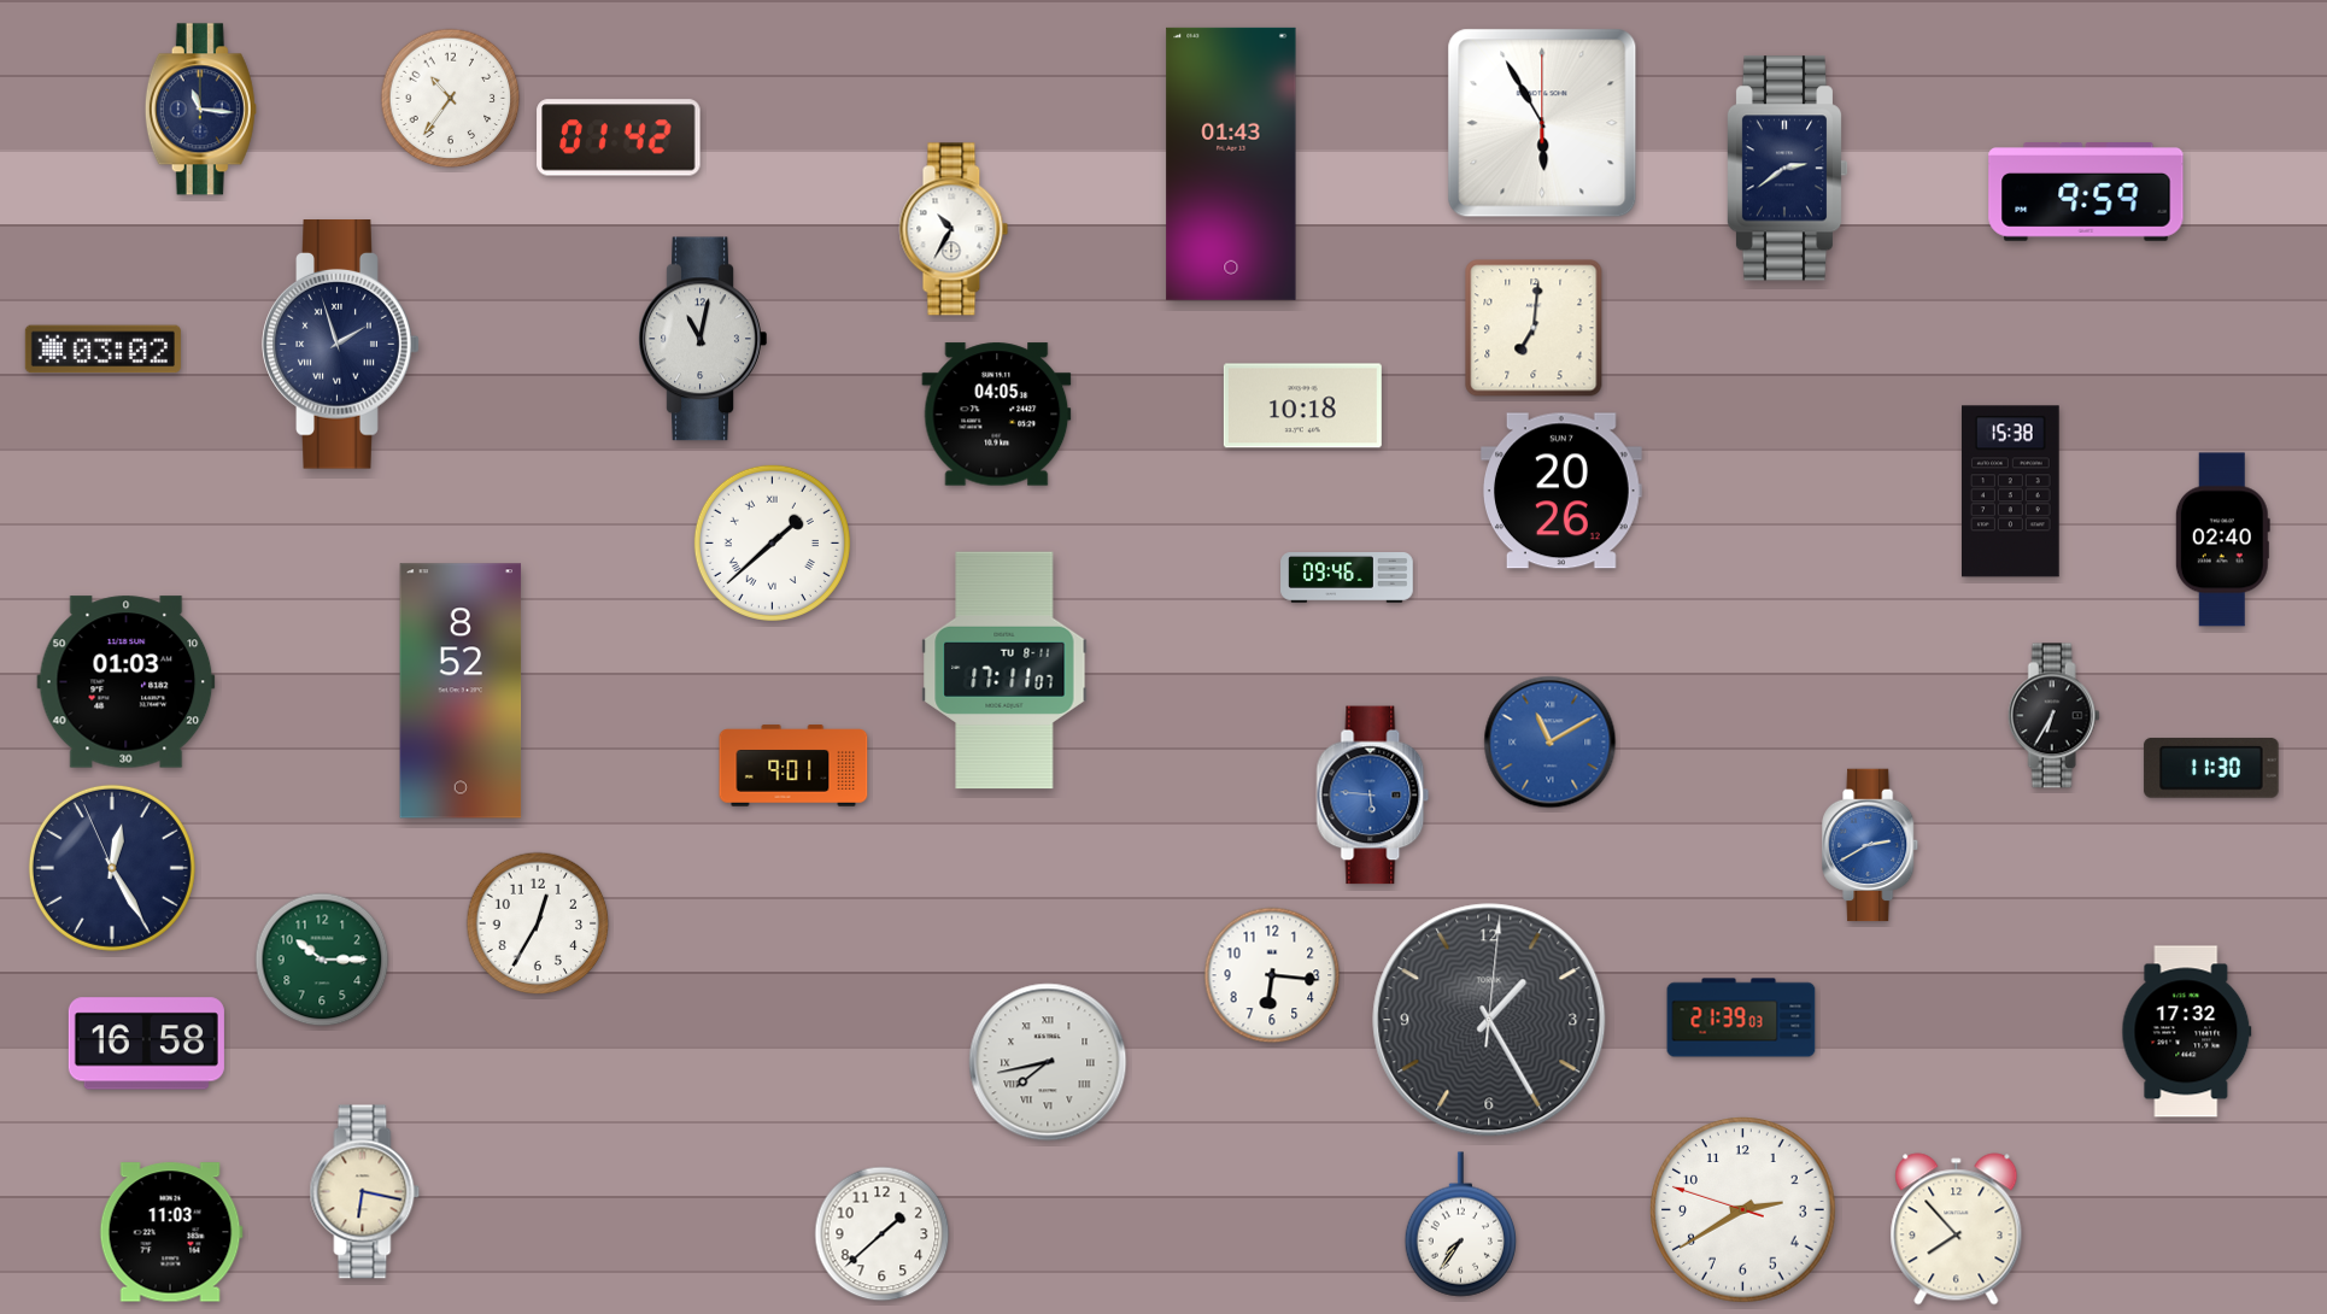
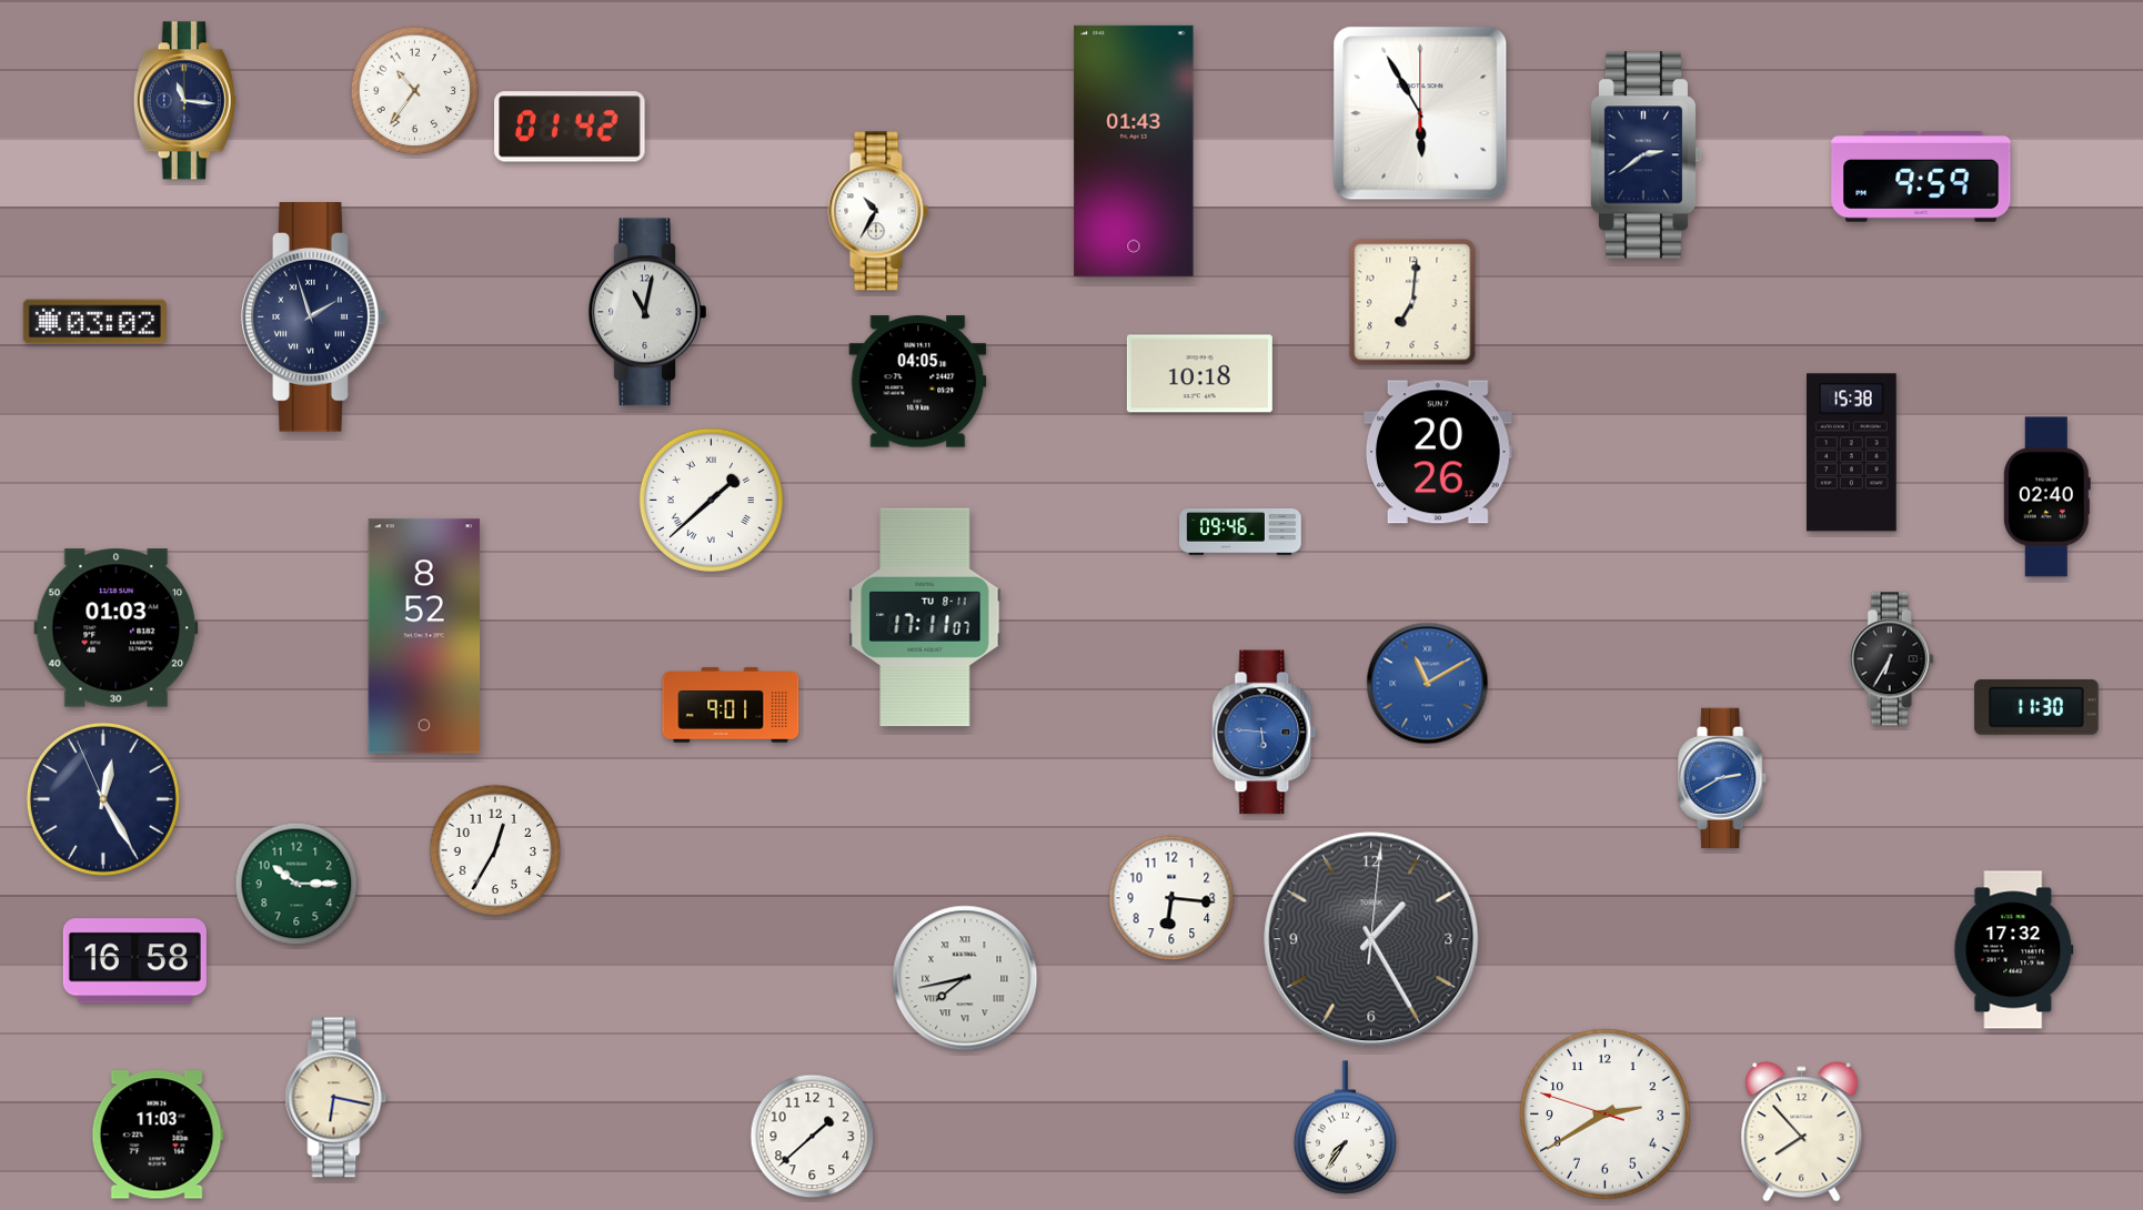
clock at (1741, 1017): 21:39 -> none
